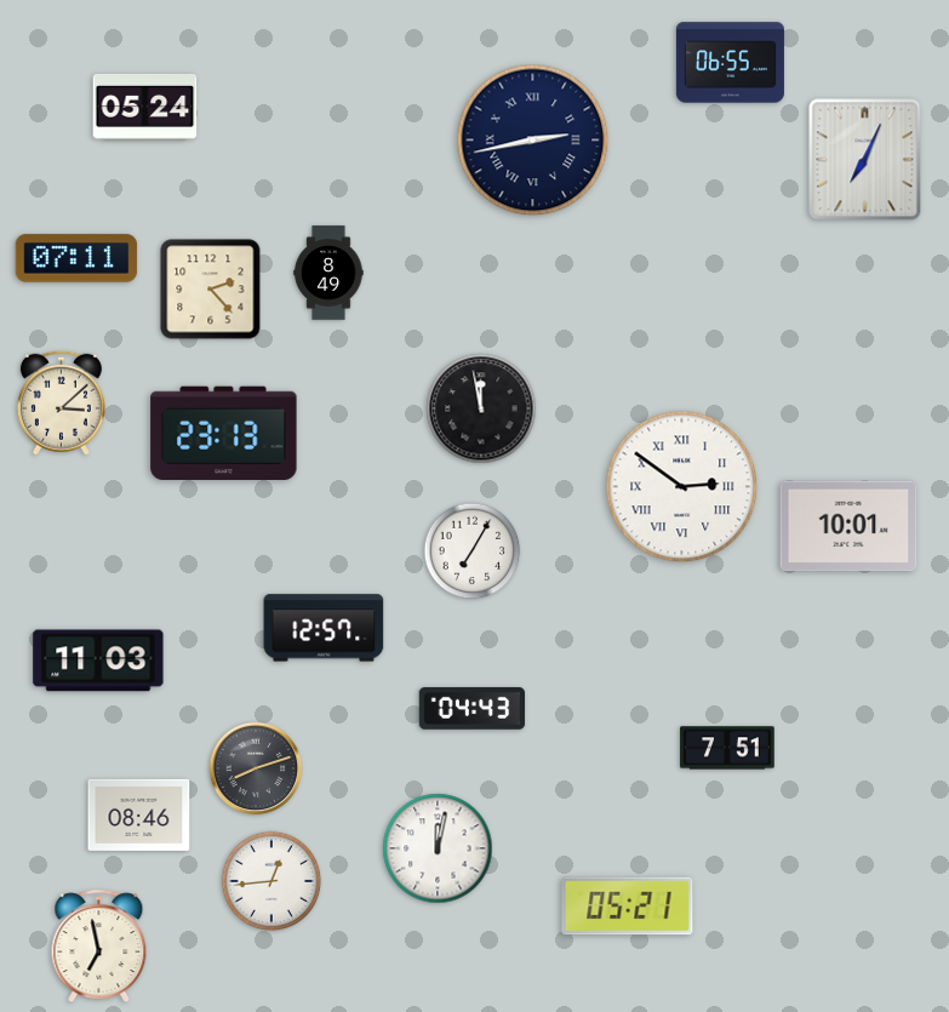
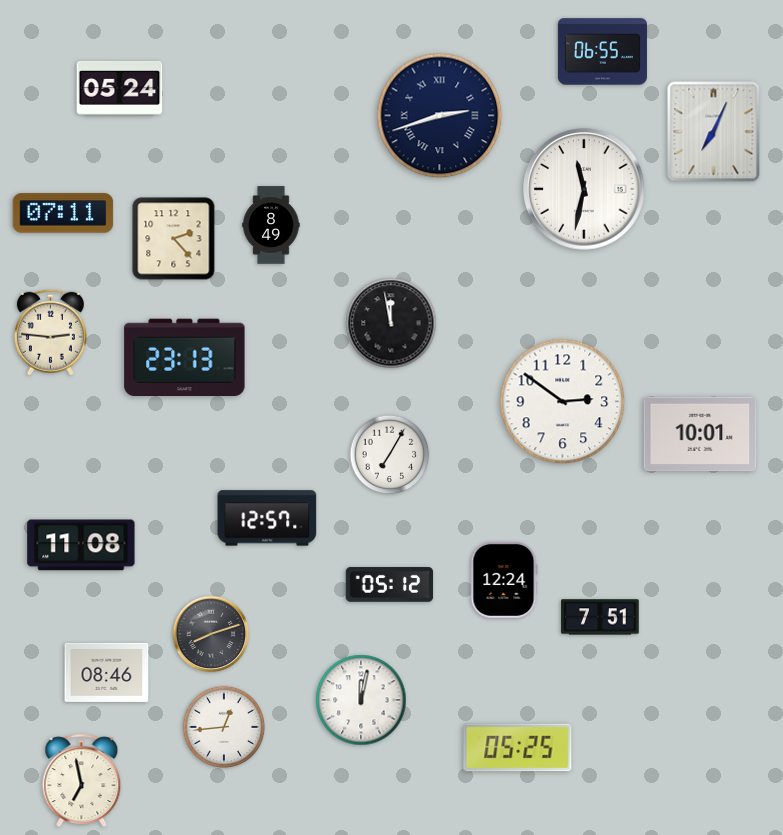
clock at (533, 141): 2:43 -> 2:42
clock at (584, 189): none -> 11:32
clock at (61, 402): 3:08 -> 2:46
clock at (481, 408) position: (481, 408) -> (391, 323)
clock at (682, 487) numerals: Roman -> Arabic
clock at (98, 661): 11:03 -> 11:08
clock at (504, 580): none -> 12:24
clock at (473, 709): 04:43 -> 05:12
clock at (139, 814) position: (139, 814) -> (107, 672)
clock at (628, 907): 05:21 -> 05:25
